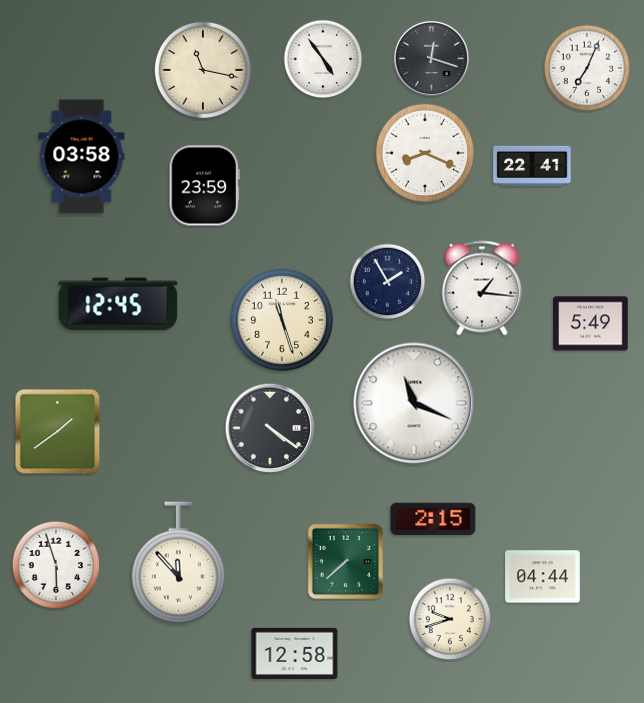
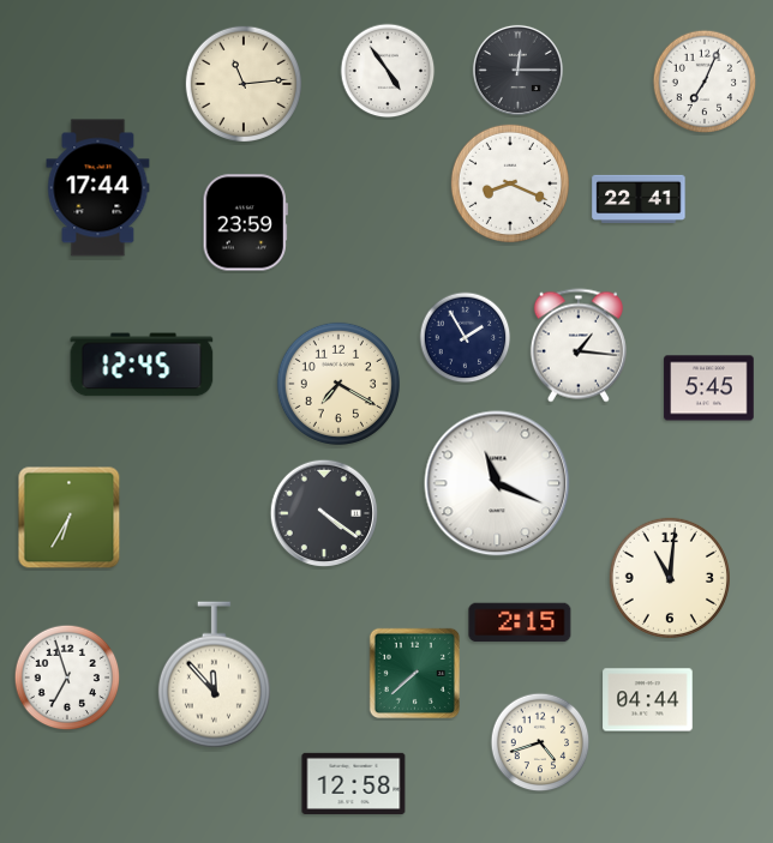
clock at (431, 58): 12:18 -> 12:15
clock at (202, 69): 11:17 -> 11:14
clock at (82, 157): 03:58 -> 17:44
clock at (282, 320): 11:27 -> 7:20
clock at (591, 324): 5:49 -> 5:45
clock at (58, 432): 1:39 -> 6:35
clock at (670, 578): none -> 11:01
clock at (56, 565): 5:57 -> 6:57
clock at (543, 577) position: (543, 577) -> (648, 700)
clock at (450, 619): 9:42 -> 4:42
